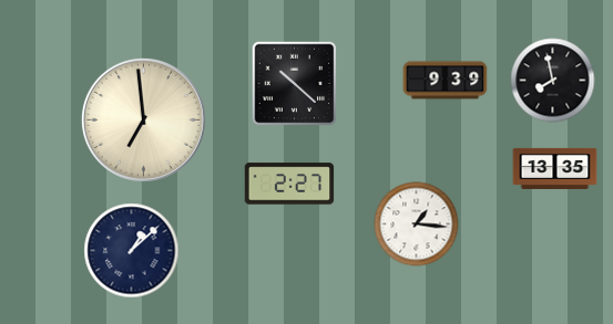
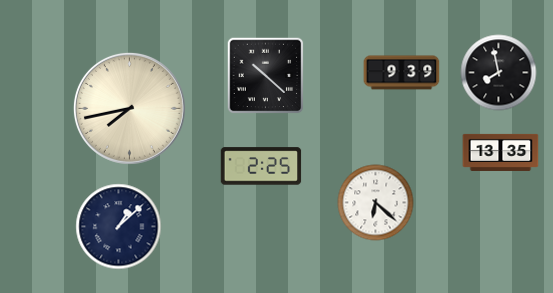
clock at (143, 119): 6:59 -> 7:43
clock at (289, 184): 2:27 -> 2:25
clock at (417, 224): 1:16 -> 6:22
